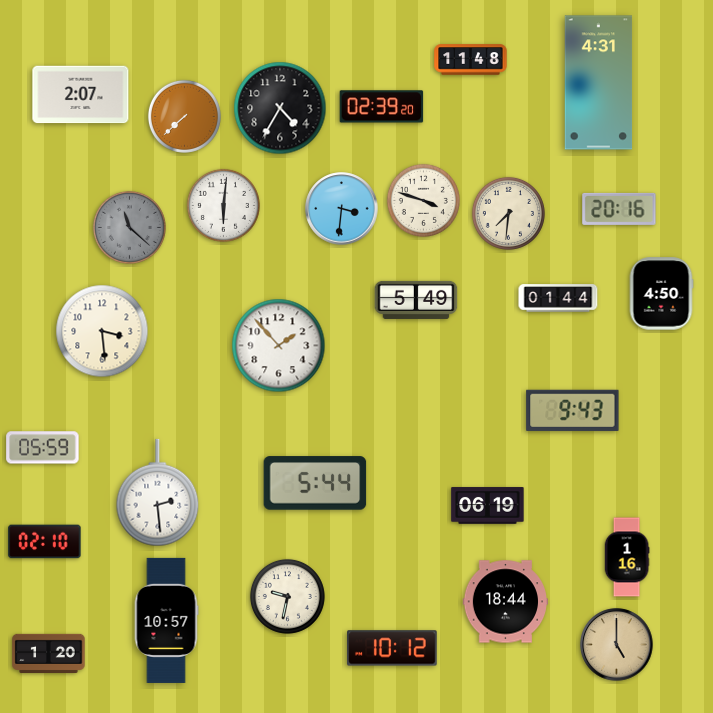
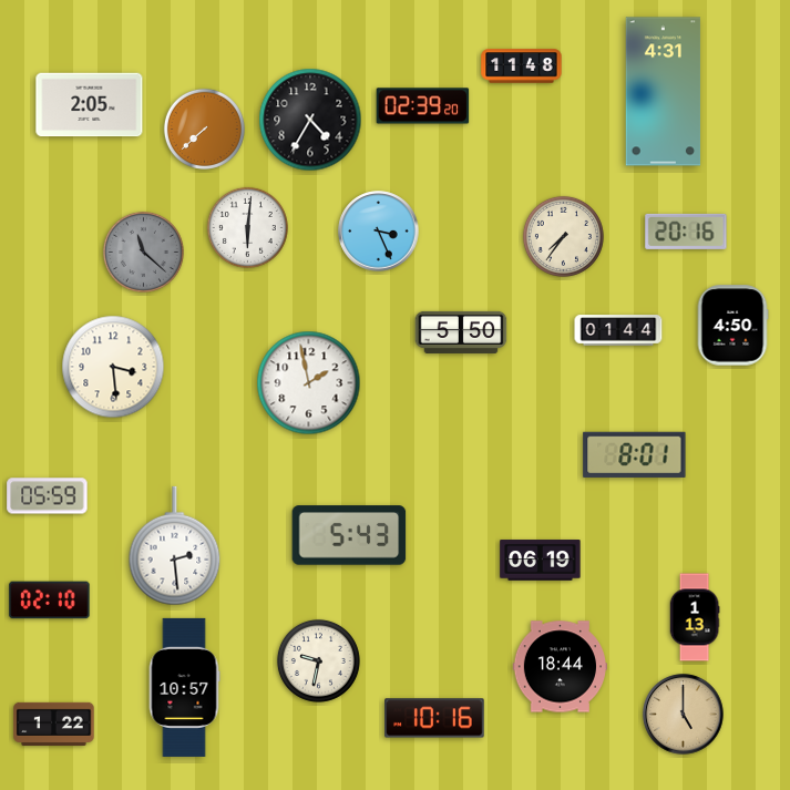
clock at (81, 95): 2:07 -> 2:05
clock at (382, 107) position: (382, 107) -> (423, 106)
clock at (423, 200): 3:48 -> none
clock at (342, 209): 3:31 -> 3:26
clock at (508, 213): 7:31 -> 7:36
clock at (416, 300): 5:49 -> 5:50
clock at (279, 346): 1:53 -> 1:58
clock at (573, 410): 9:43 -> 8:01
clock at (315, 483): 5:44 -> 5:43
clock at (627, 557): 1:16 -> 1:13
clock at (392, 648): 10:12 -> 10:16
clock at (49, 653): 1:20 -> 1:22
